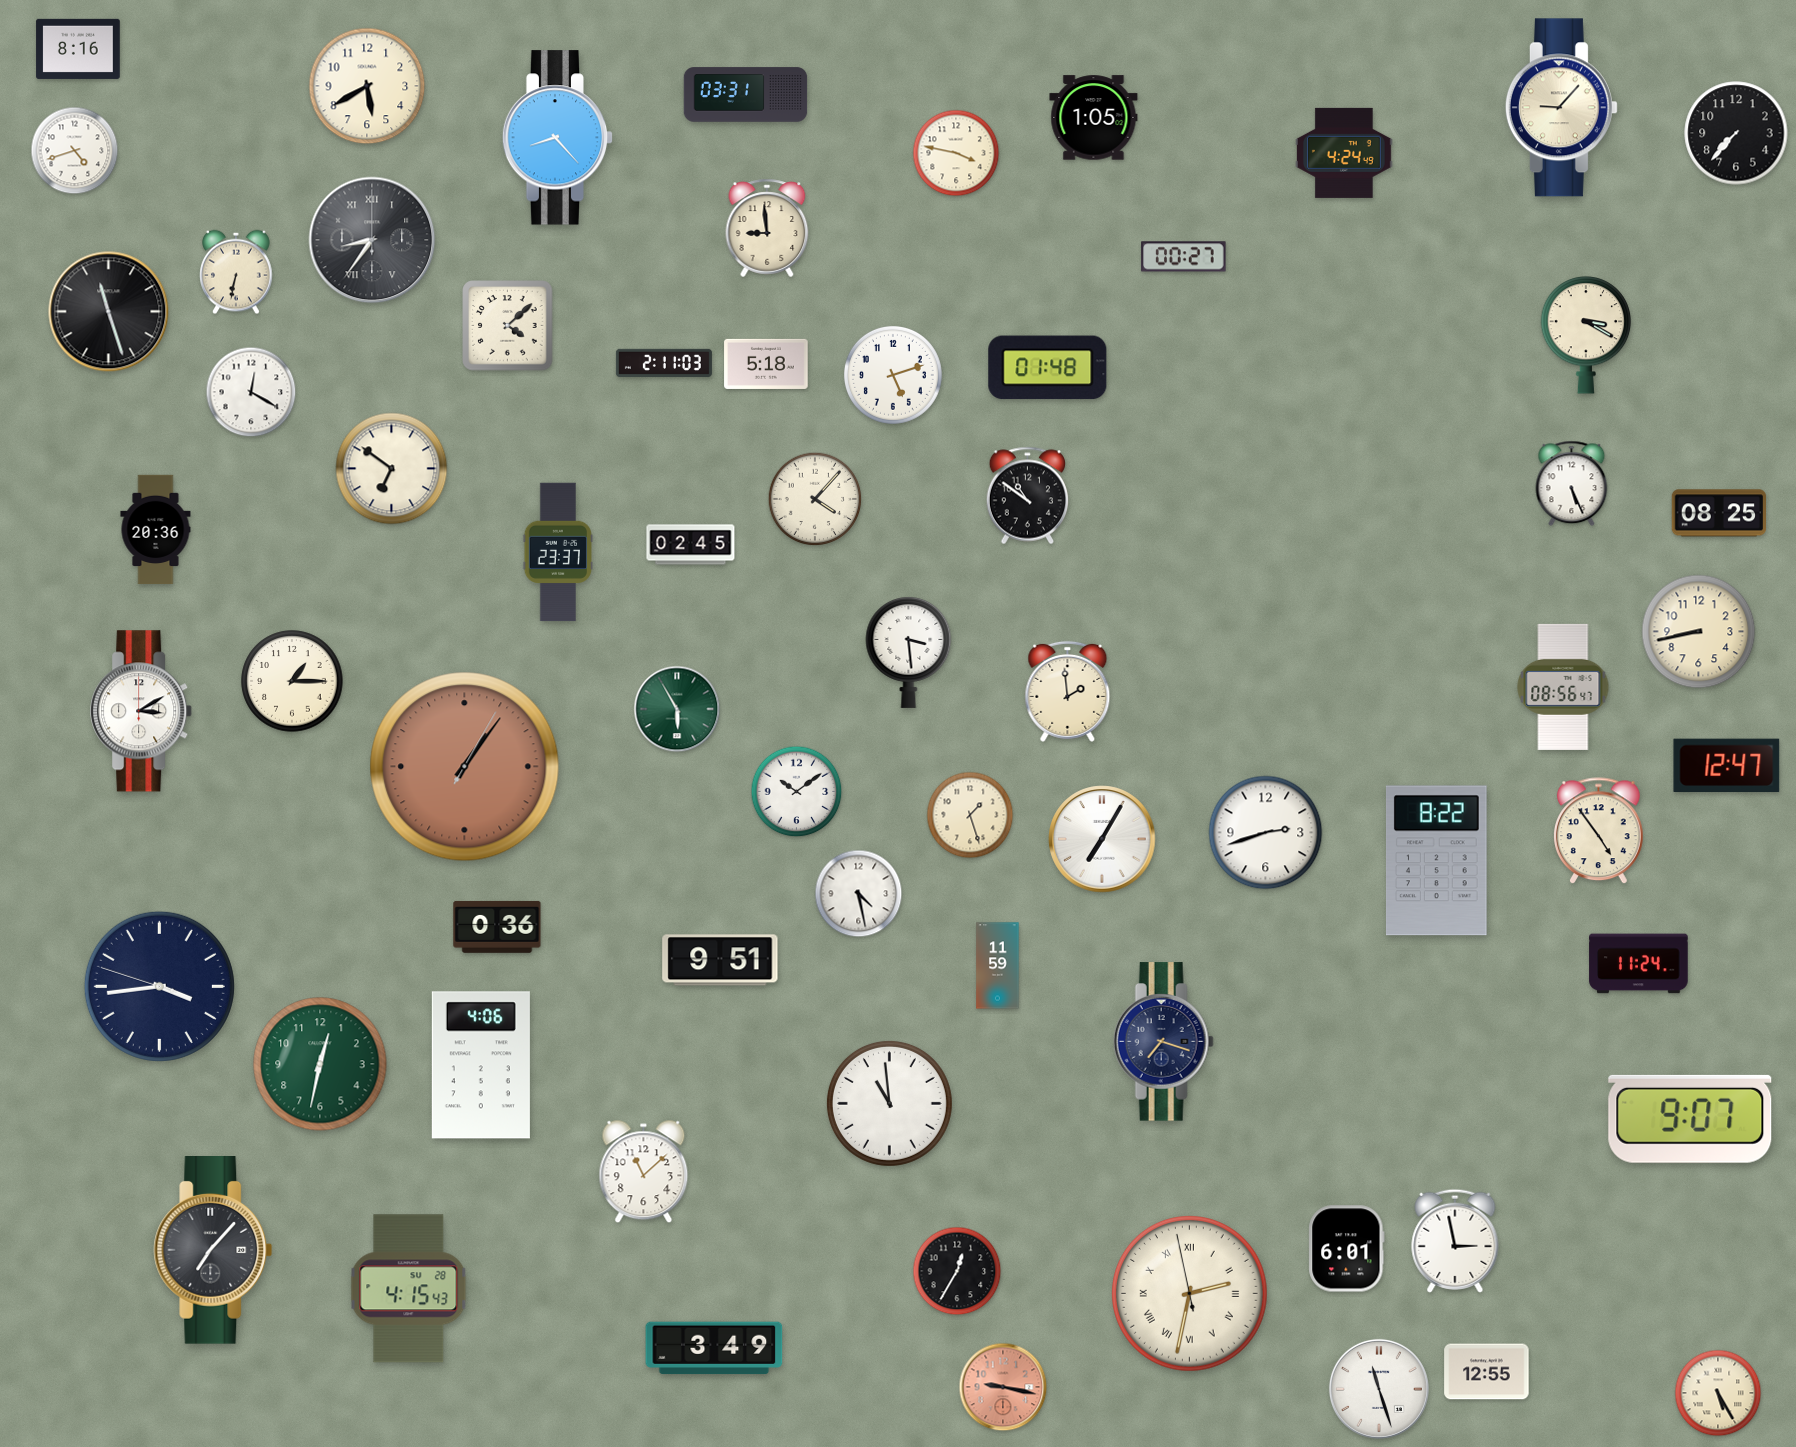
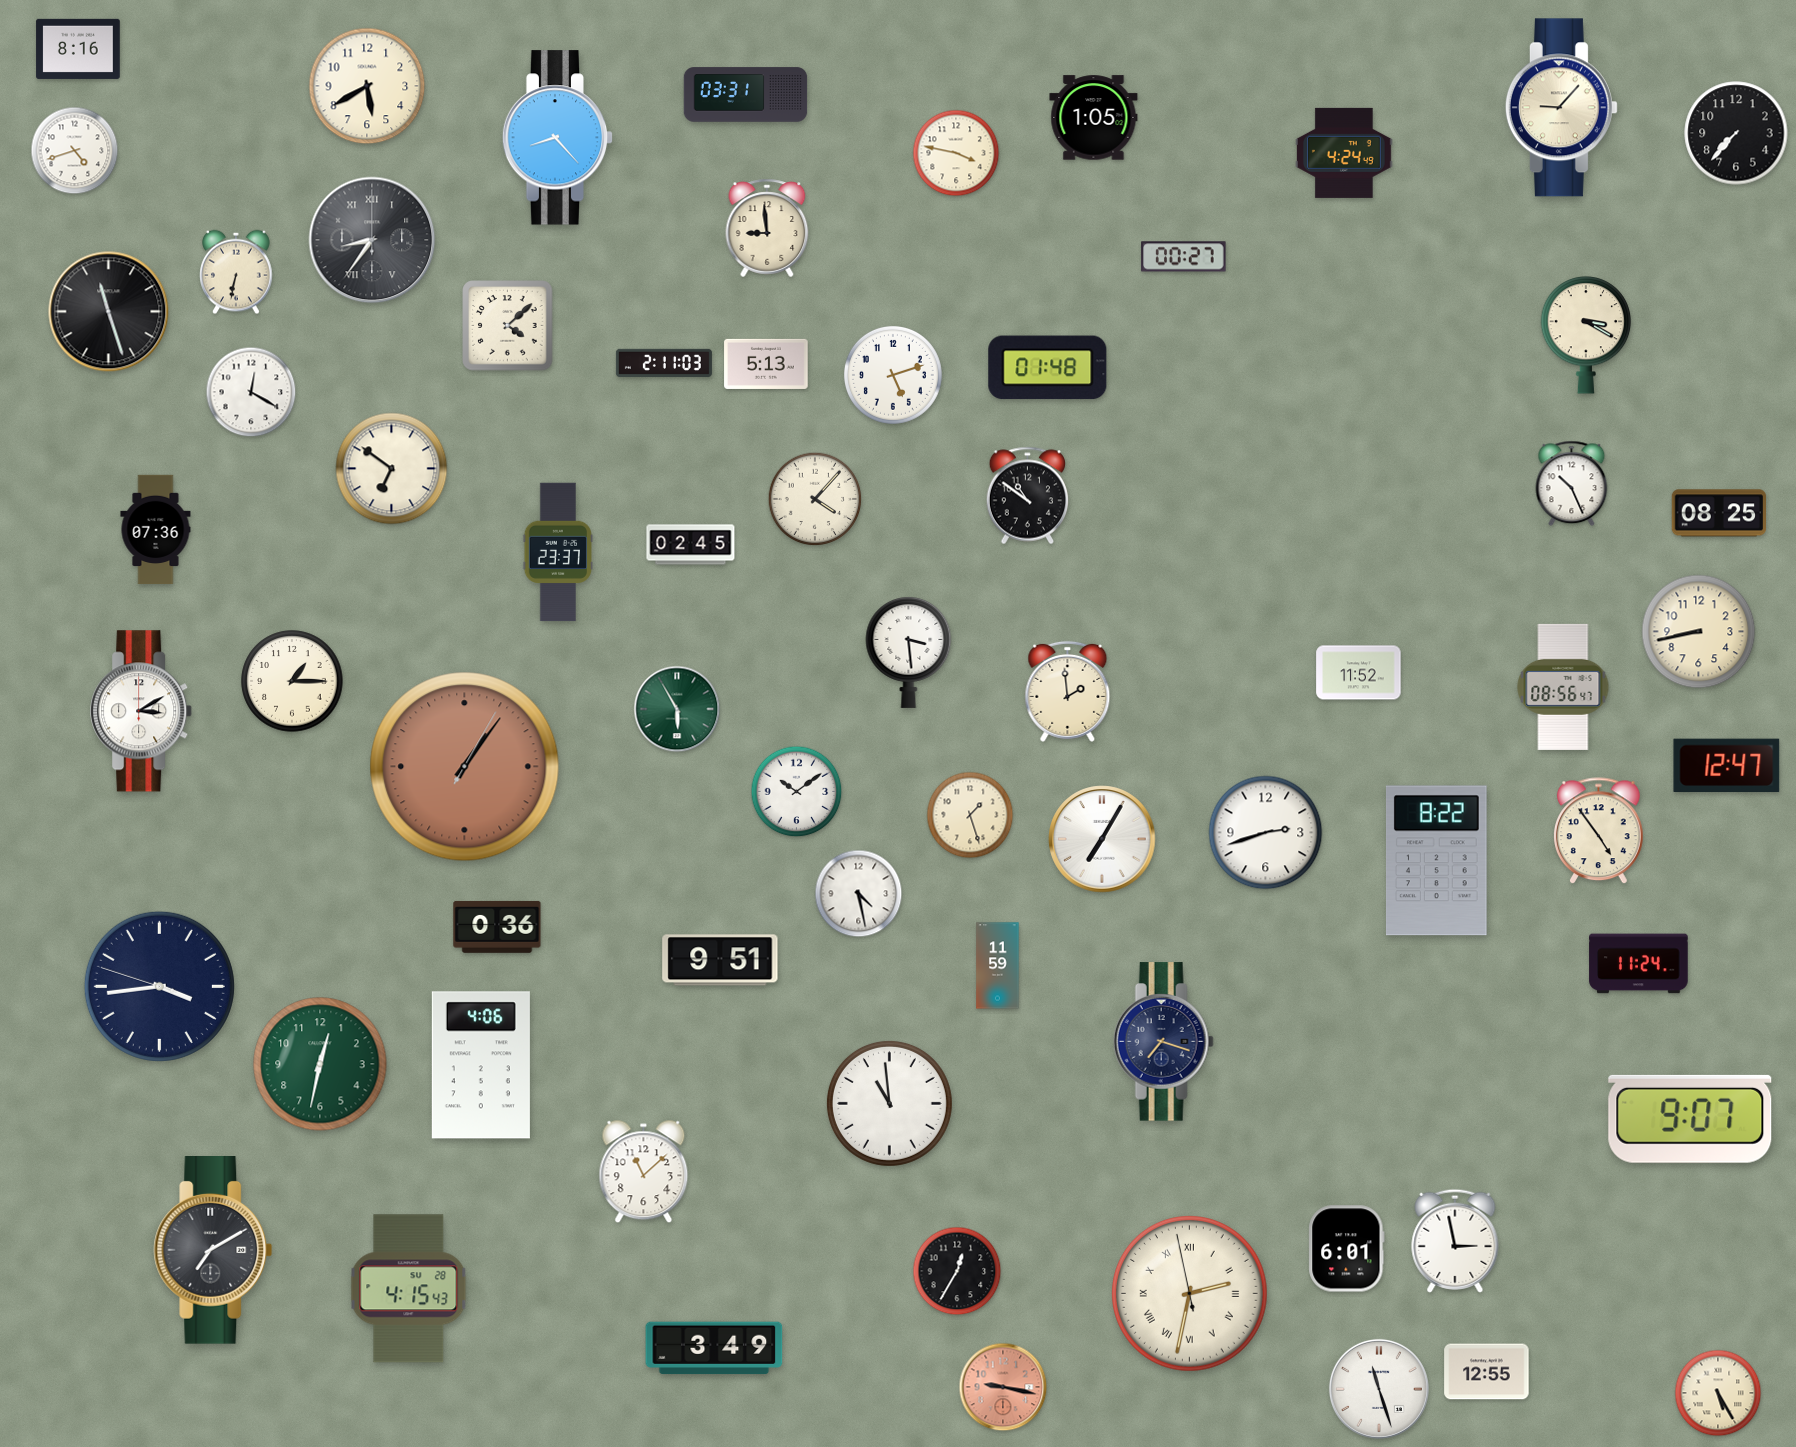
clock at (766, 364): 5:18 -> 5:13
clock at (1572, 484): 5:26 -> 10:26
clock at (156, 530): 20:36 -> 07:36
clock at (1359, 673): none -> 11:52
clock at (213, 1251): 7:07 -> 7:10
